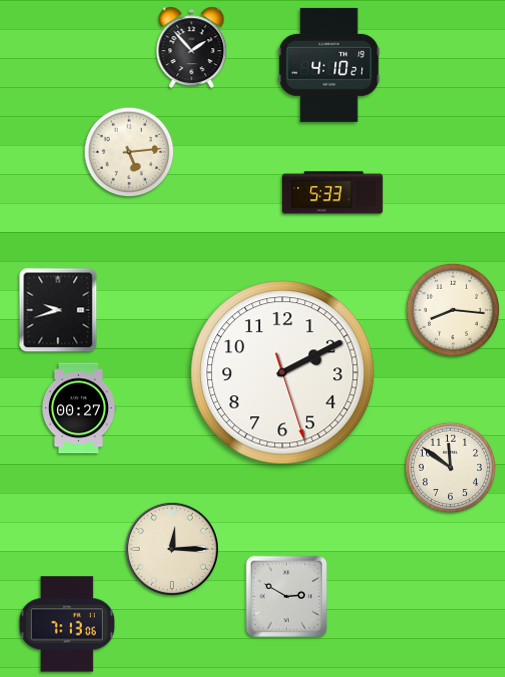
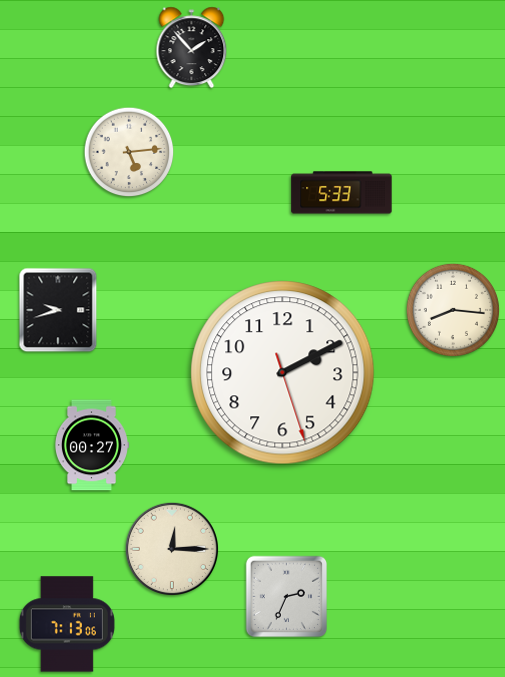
clock at (329, 65): 4:10 -> none
clock at (333, 193) position: (333, 193) -> (342, 193)
clock at (78, 408) position: (78, 408) -> (91, 445)
clock at (451, 468): 11:51 -> none
clock at (287, 597): 2:50 -> 2:34
